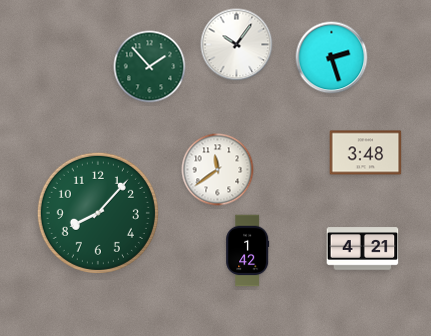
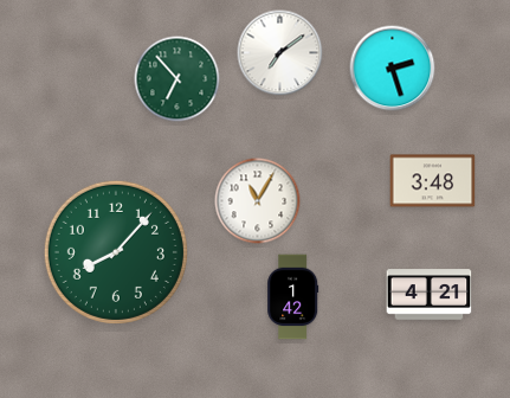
clock at (237, 45): 10:06 -> 7:09
clock at (150, 67): 1:53 -> 6:53
clock at (218, 170): 11:39 -> 11:05
